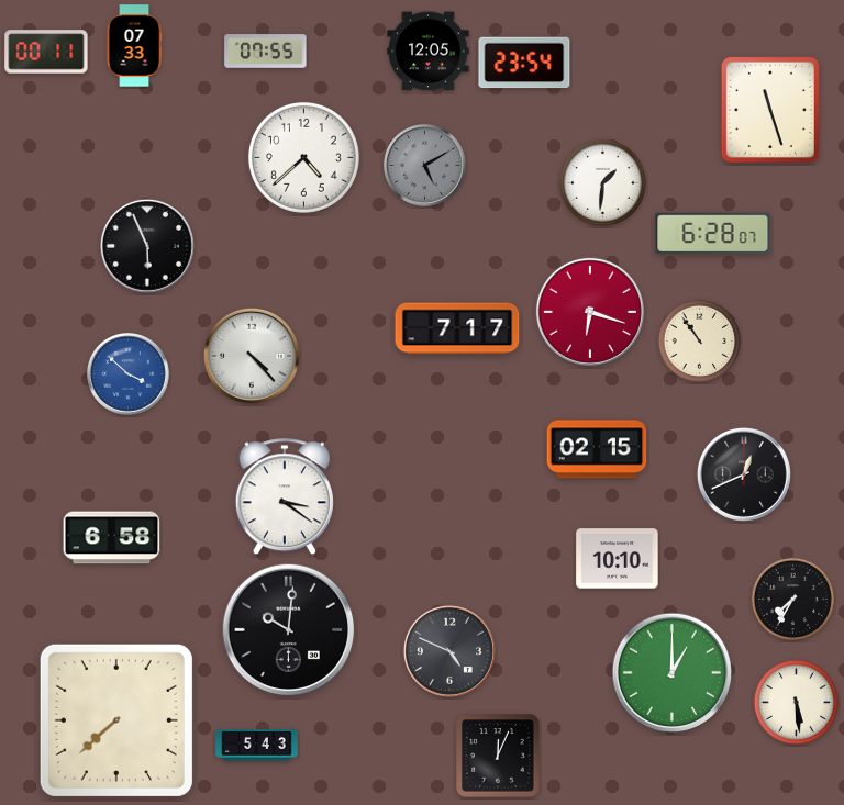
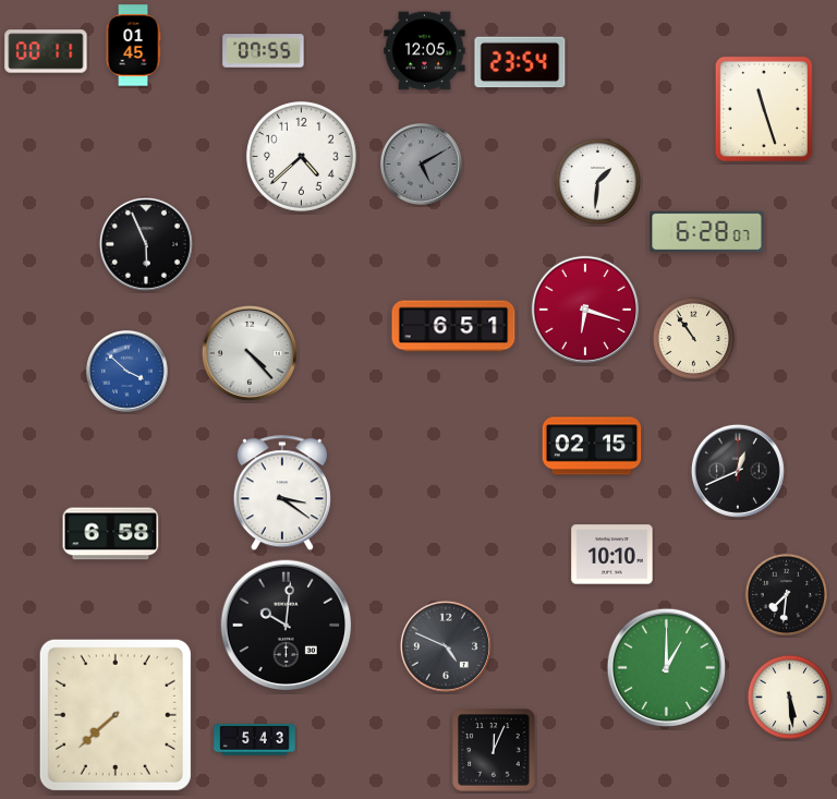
clock at (134, 46): 07:33 -> 01:45
clock at (457, 328): 7:17 -> 6:51
clock at (792, 599): 7:35 -> 7:31
